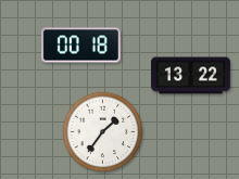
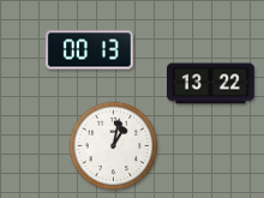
clock at (80, 46): 00:18 -> 00:13
clock at (103, 132): 1:36 -> 1:02
